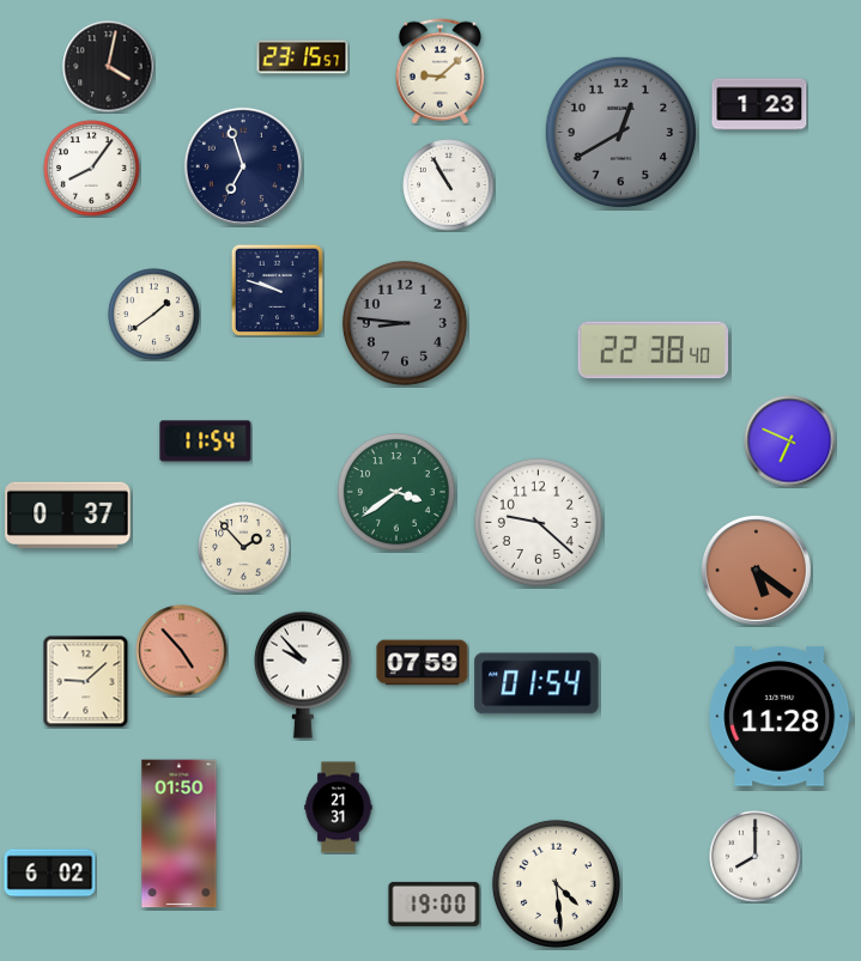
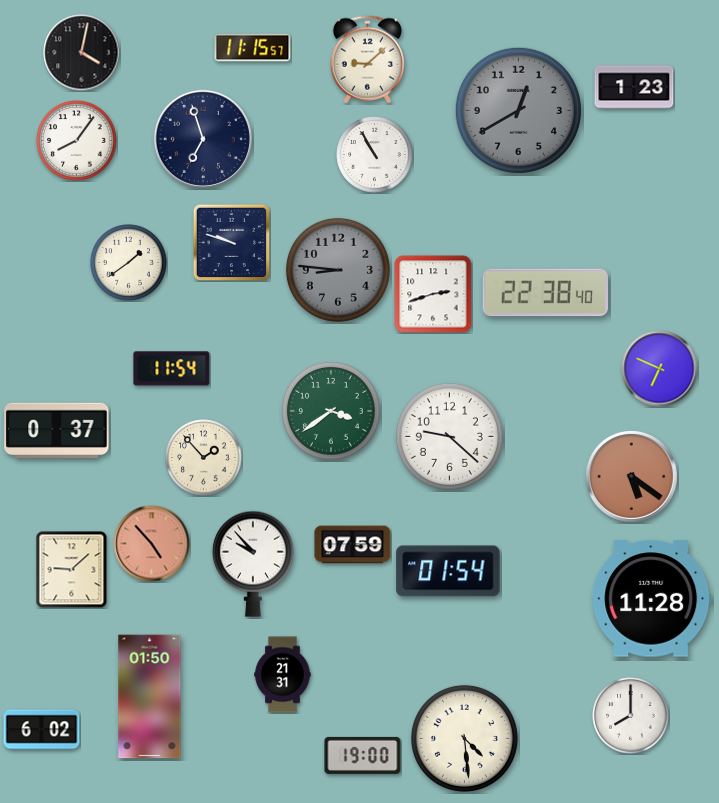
clock at (303, 57): 23:15 -> 11:15
clock at (109, 67) position: (109, 67) -> (82, 53)
clock at (433, 294): none -> 2:42
clock at (423, 663) position: (423, 663) -> (353, 545)
